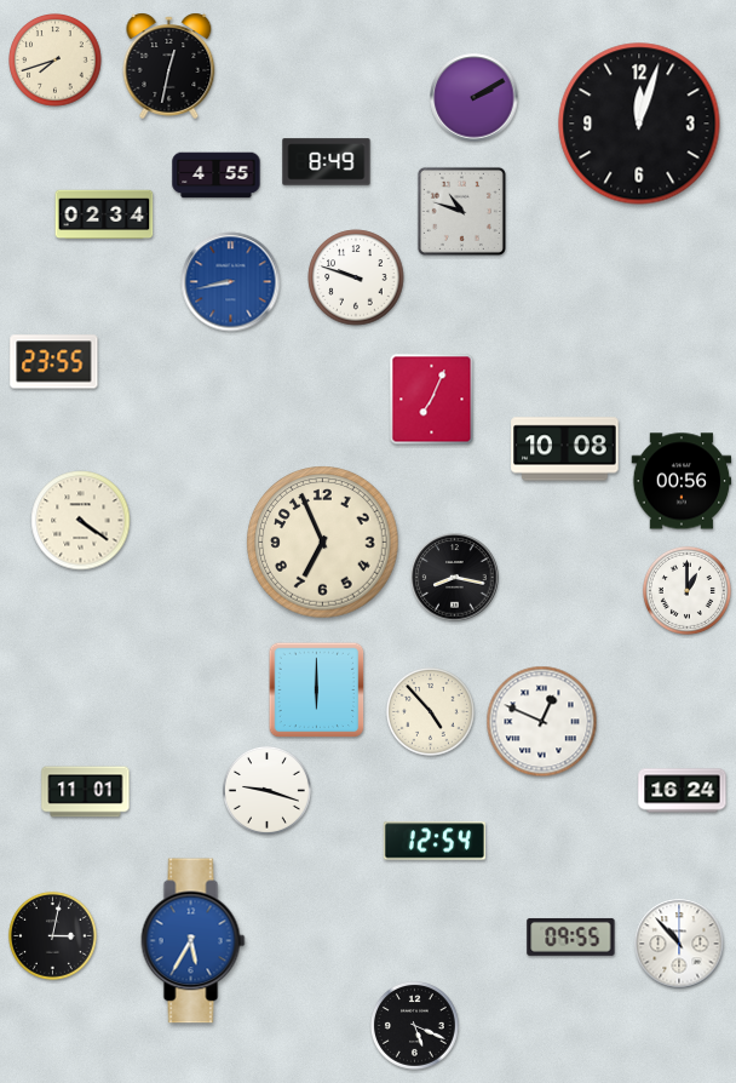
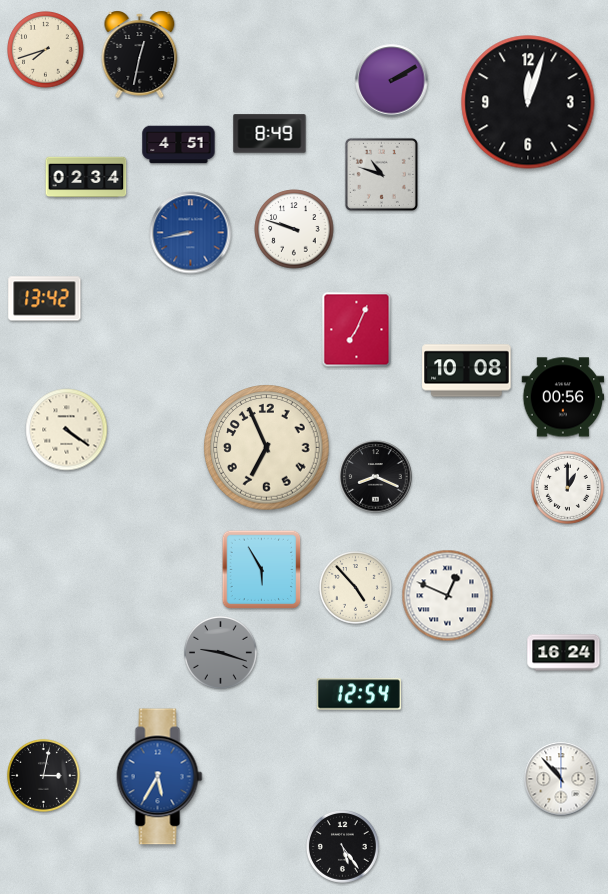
clock at (217, 176): 4:55 -> 4:51
clock at (54, 362): 23:55 -> 13:42
clock at (455, 578): 8:17 -> 8:19
clock at (317, 691): 6:00 -> 5:55
clock at (266, 790) dial: white -> grey
clock at (86, 792): 11:01 -> none
clock at (52, 935) position: (52, 935) -> (43, 775)
clock at (571, 936): 09:55 -> none
clock at (414, 1025): 5:19 -> 5:24
